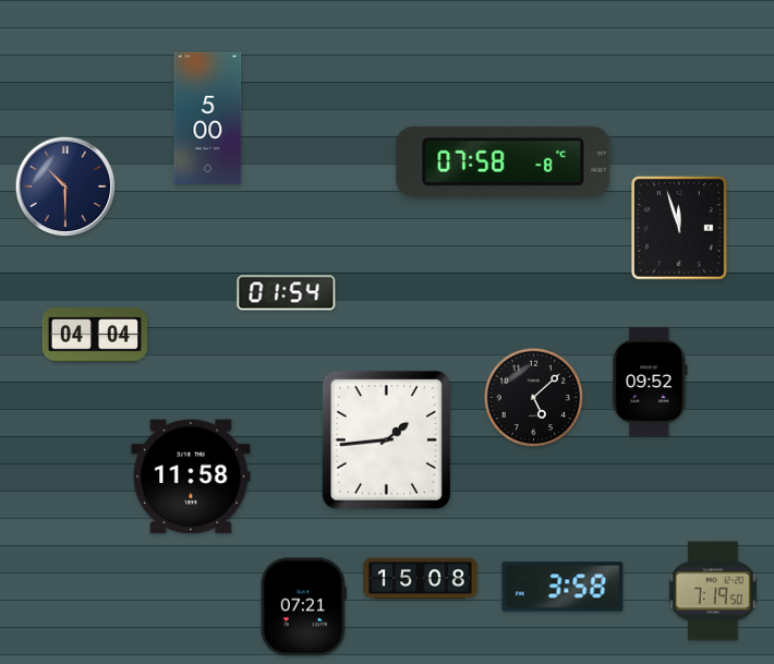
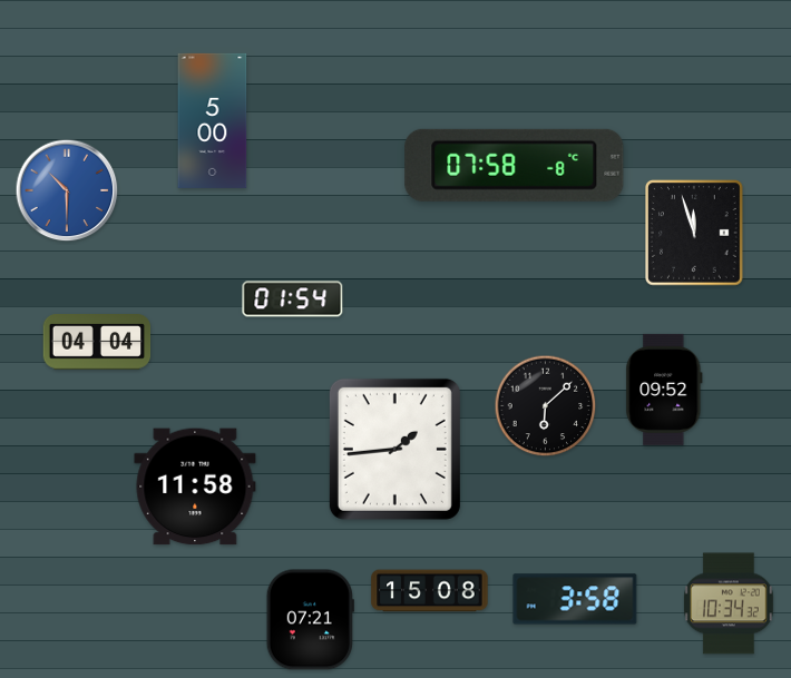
clock at (65, 186) dial: navy -> blue
clock at (534, 398): 5:08 -> 6:08
clock at (714, 591): 7:19 -> 10:34
